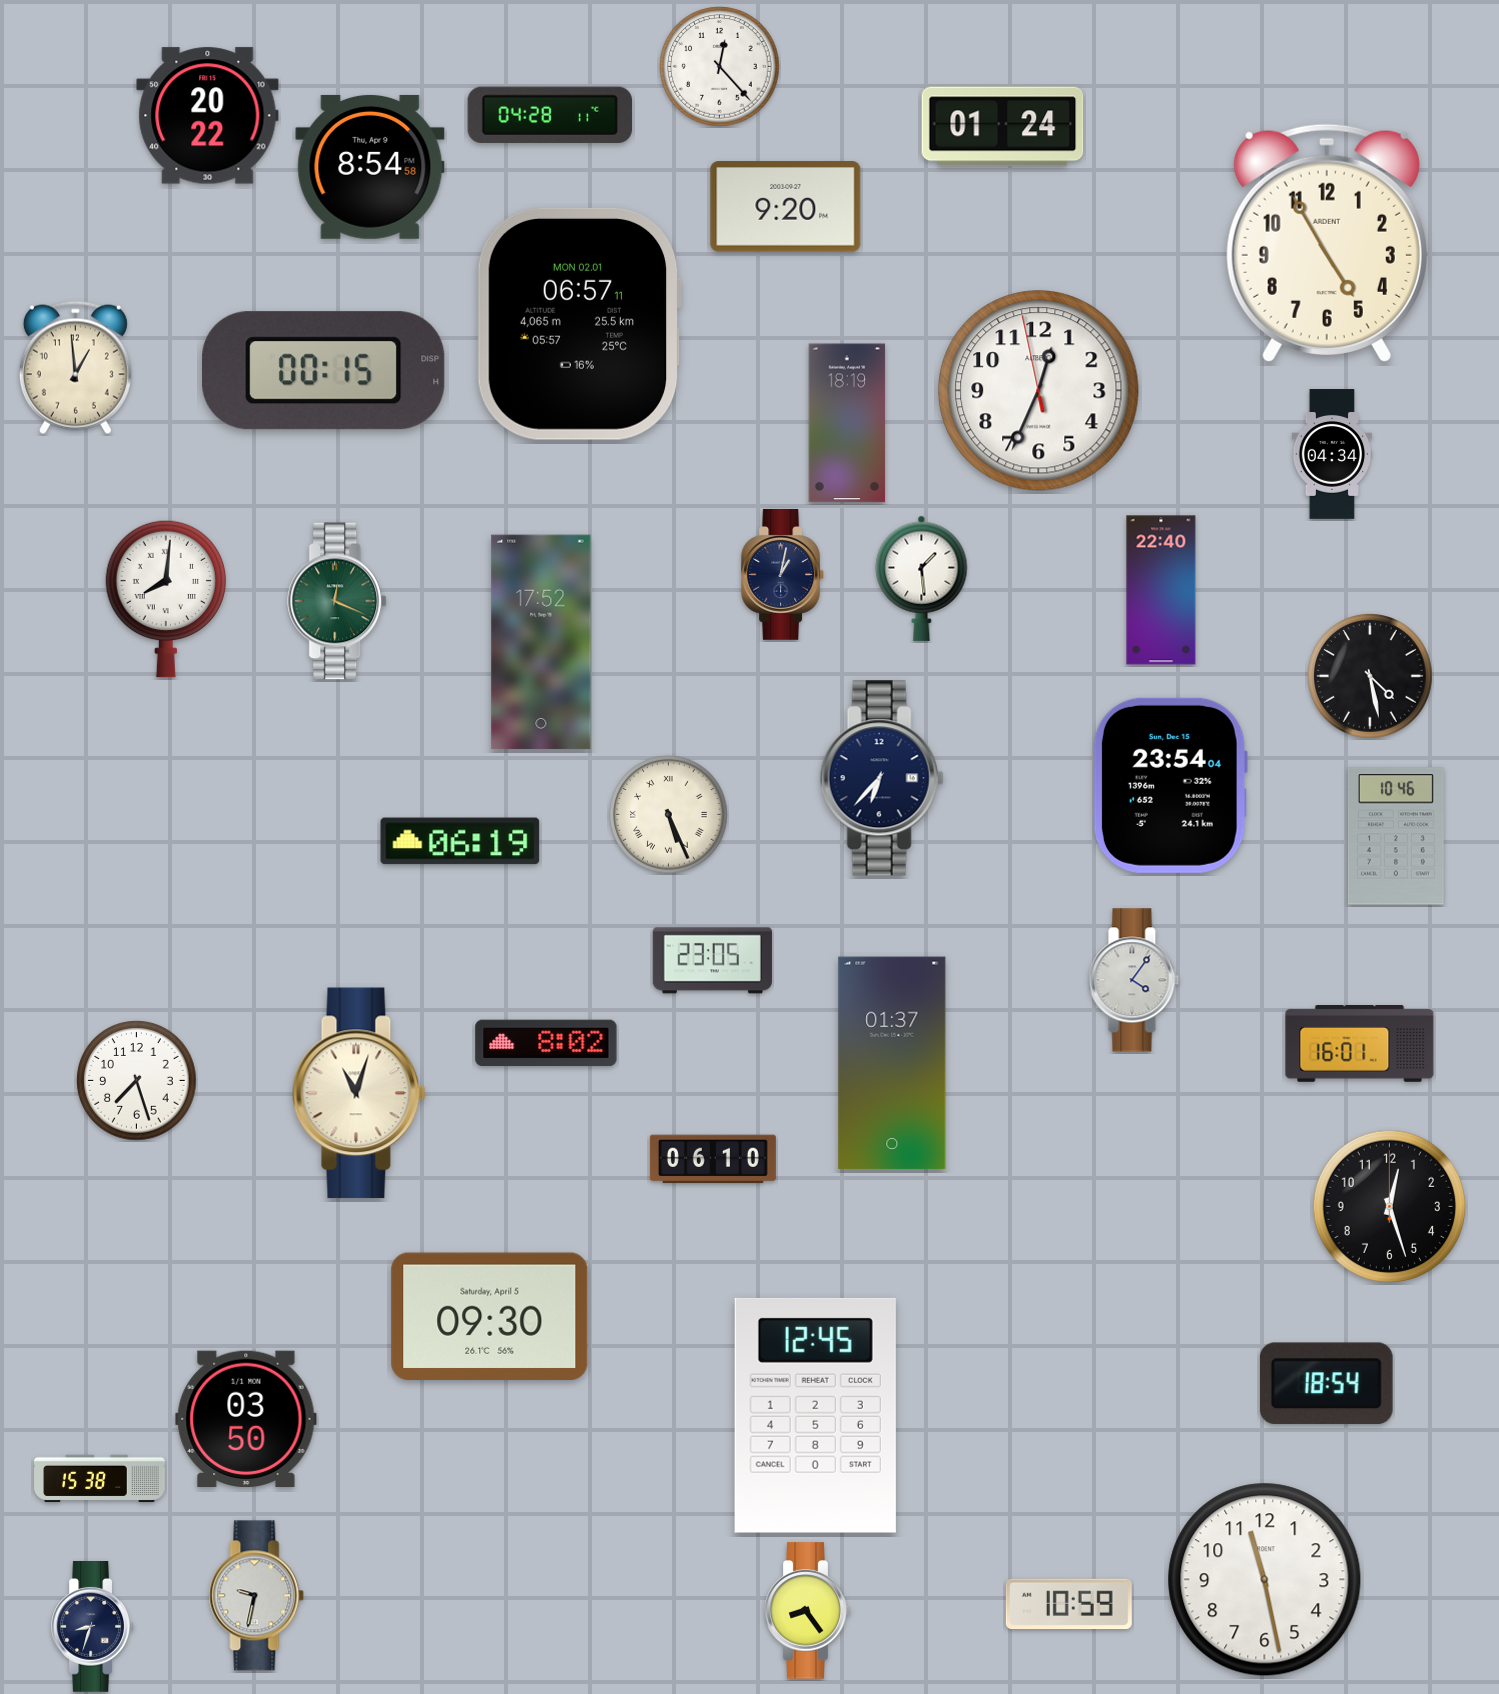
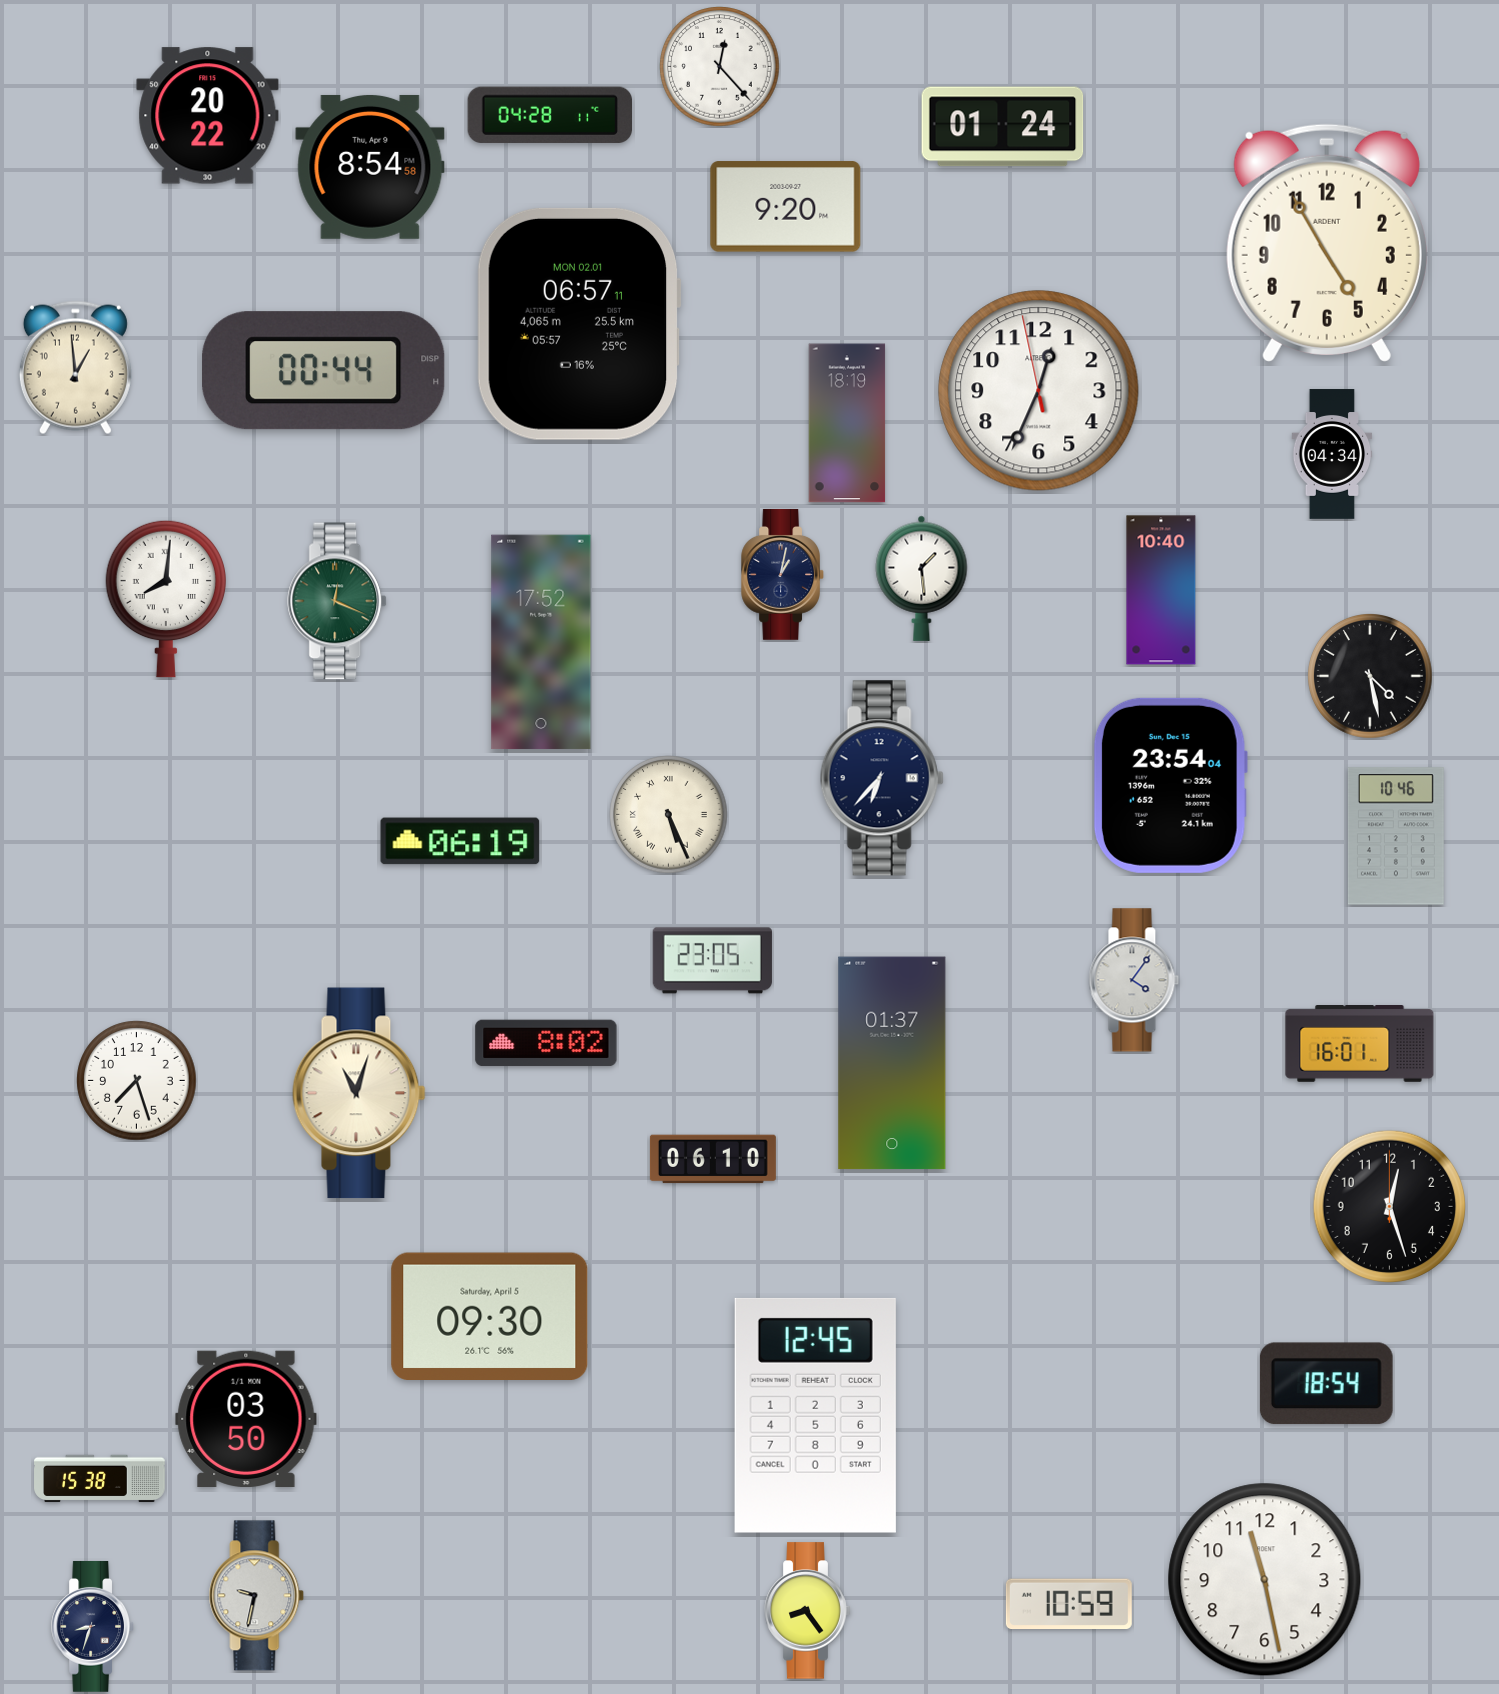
clock at (324, 371): 00:15 -> 00:44
clock at (1161, 590): 22:40 -> 10:40
